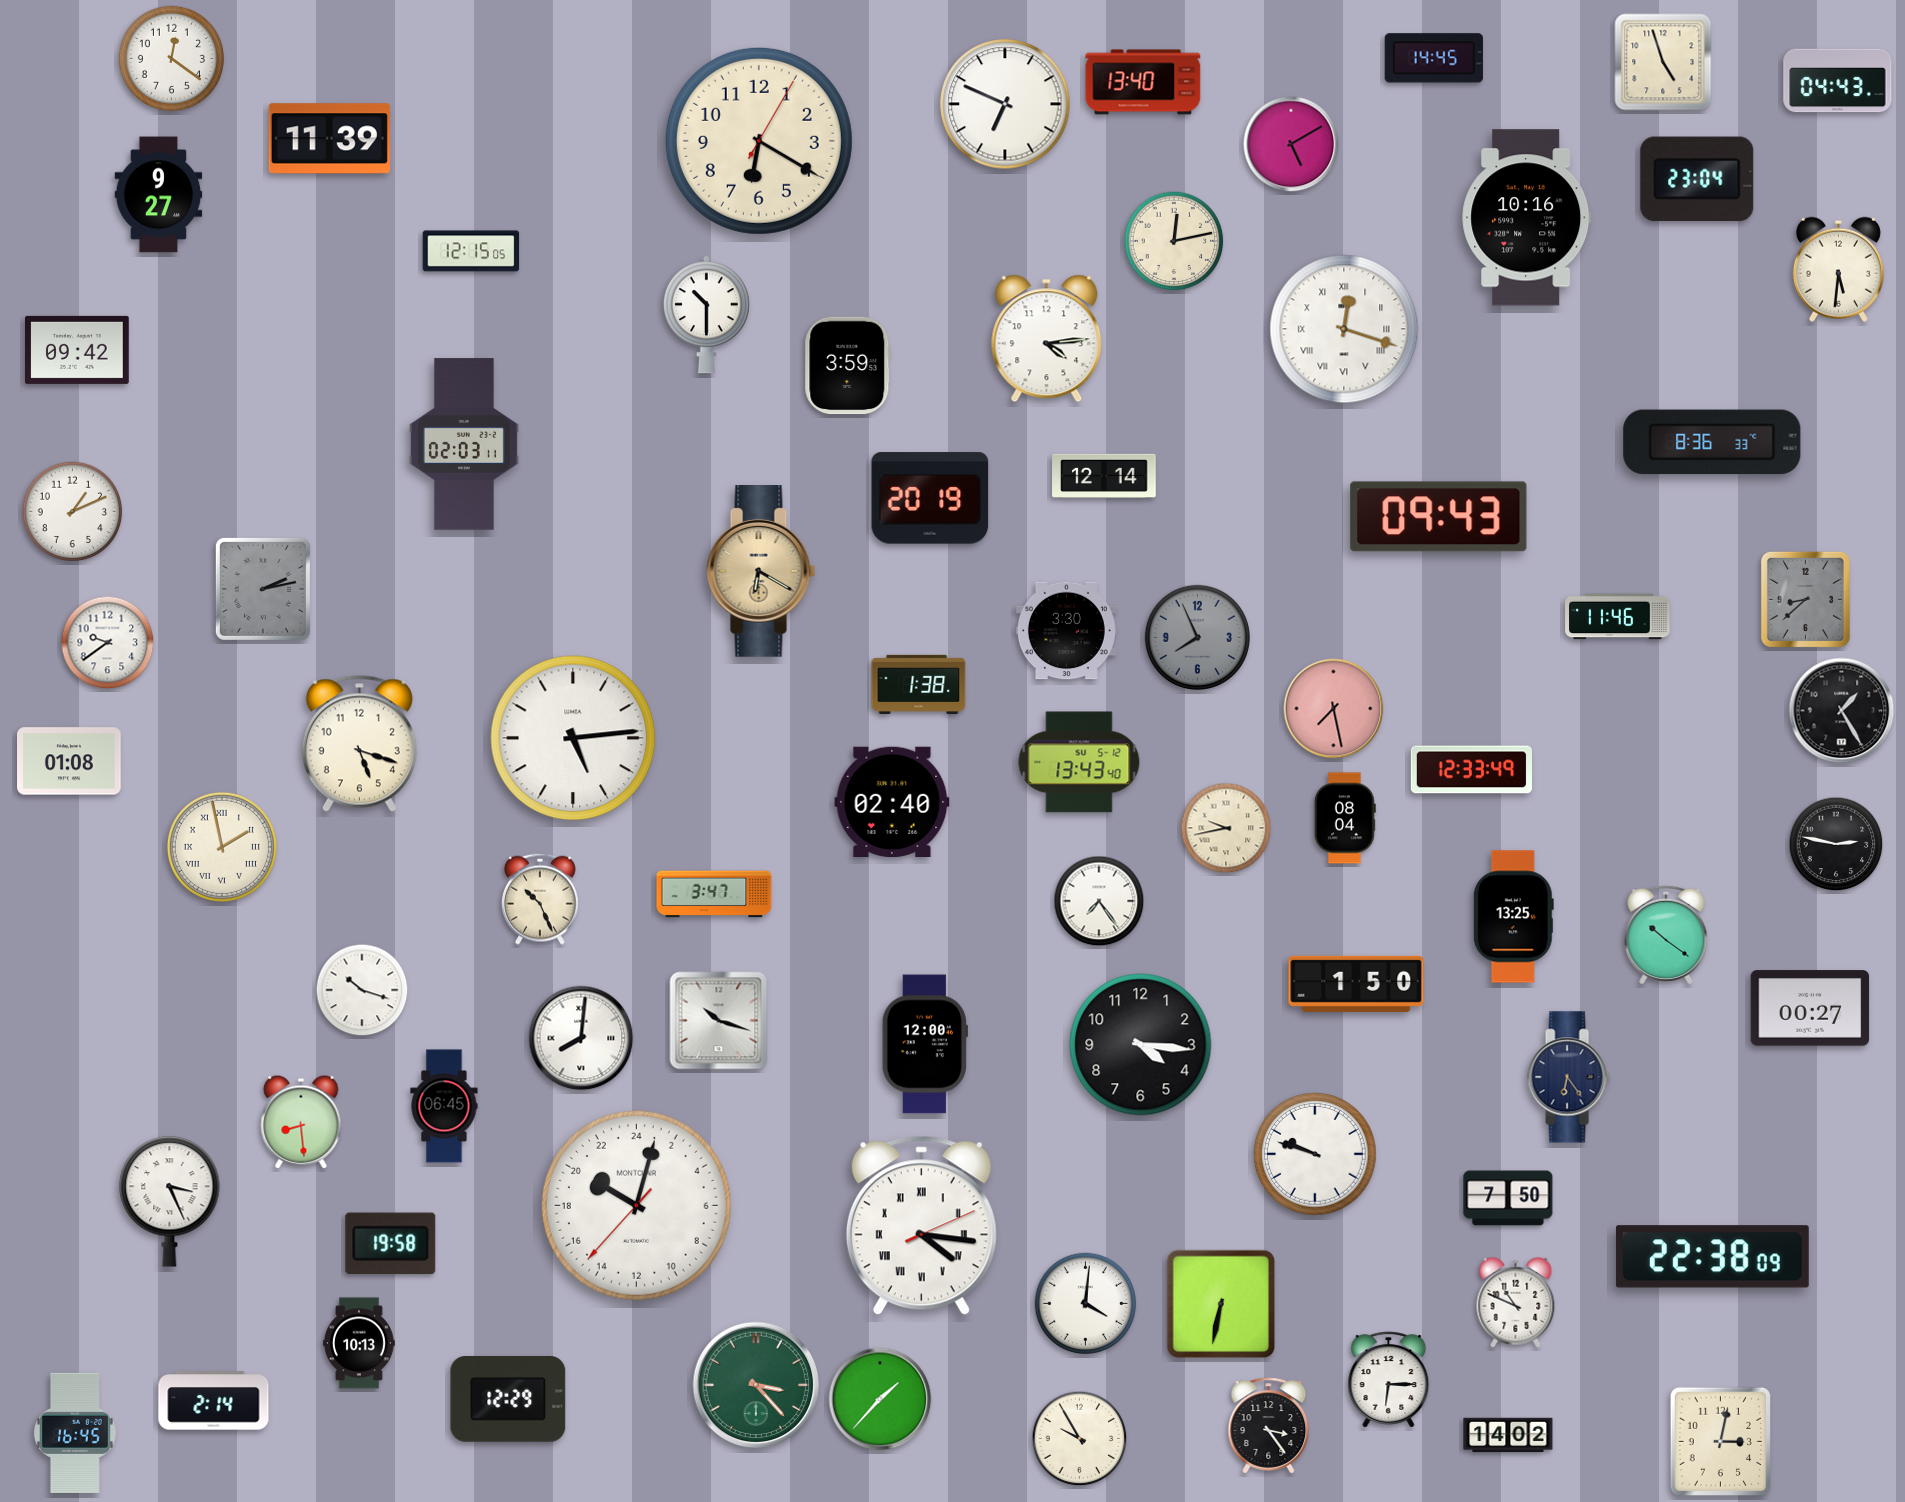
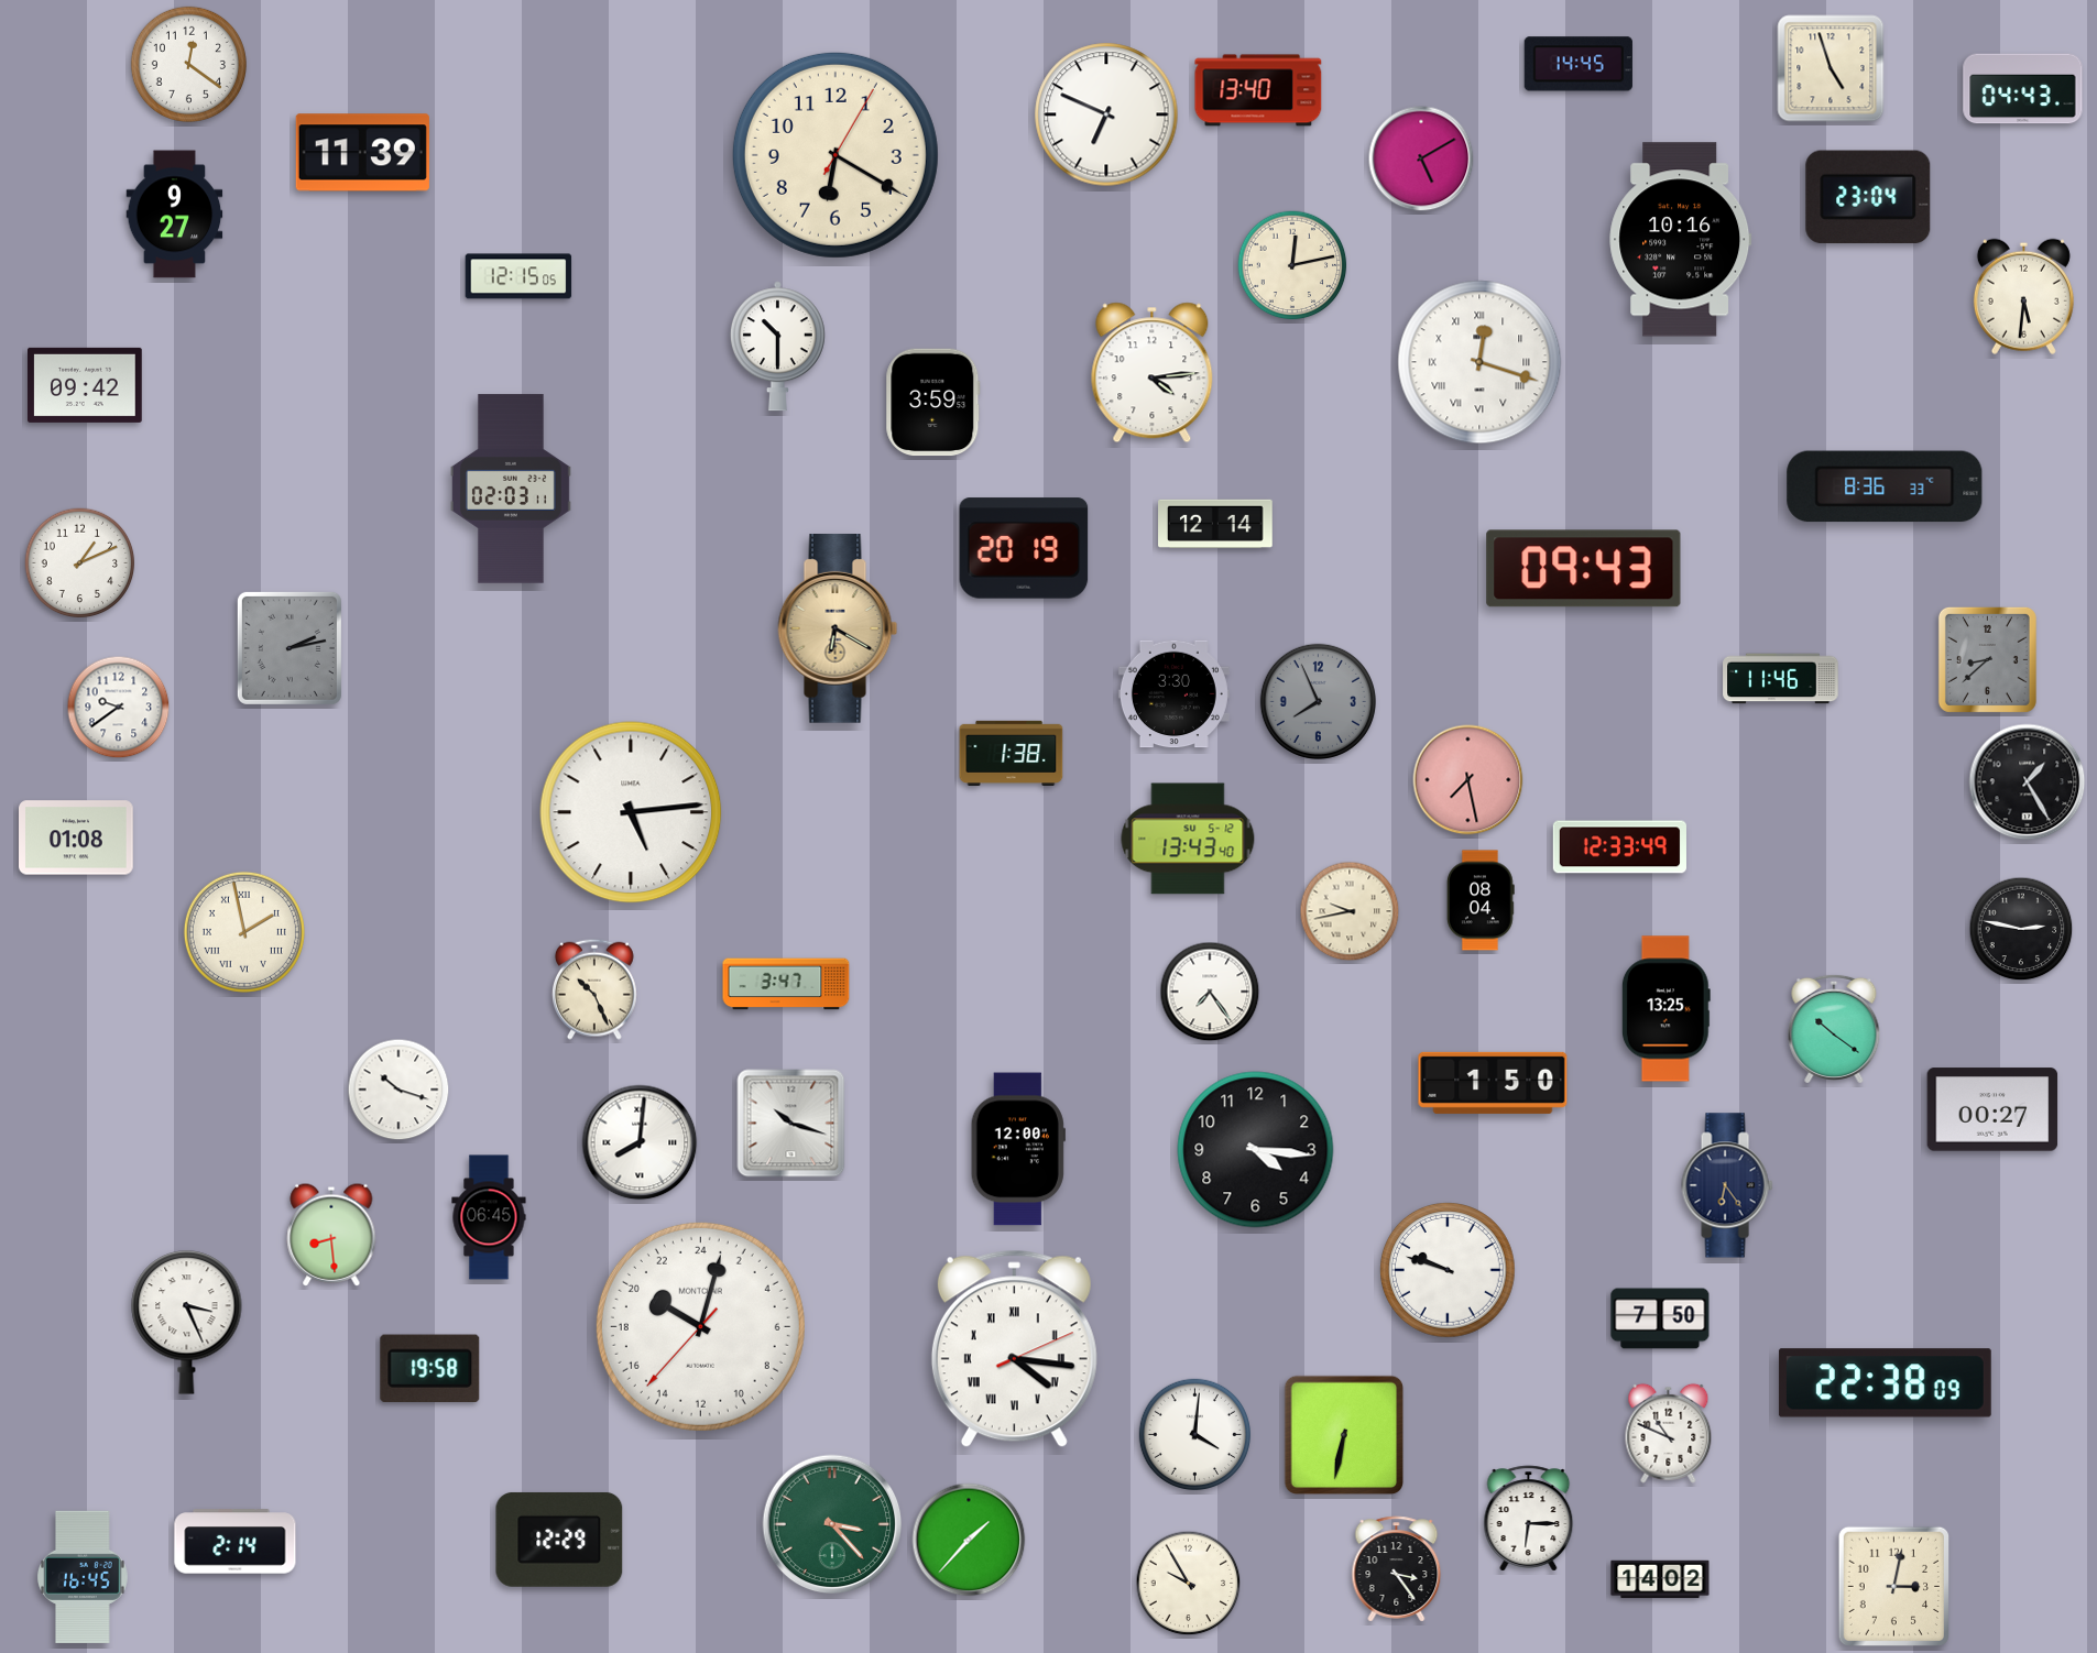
clock at (359, 743): 5:18 -> none
clock at (892, 801): 02:40 -> none
clock at (359, 1343): 10:13 -> none
